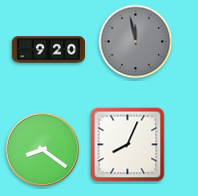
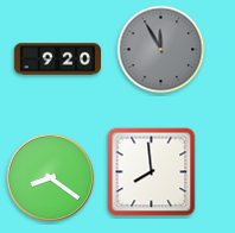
clock at (136, 42): 11:58 -> 11:55
clock at (128, 145): 8:04 -> 7:59
